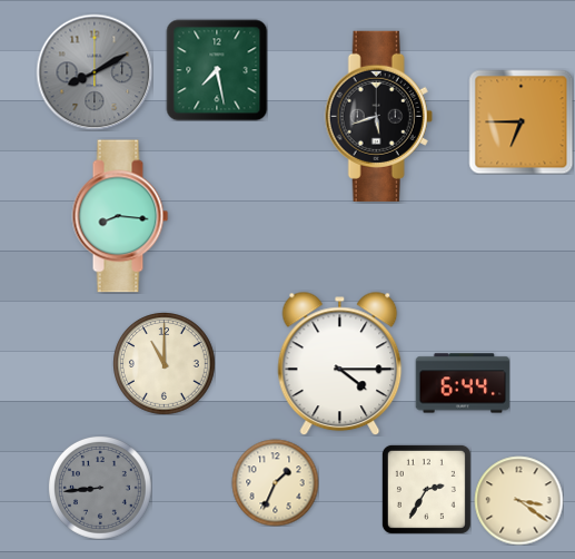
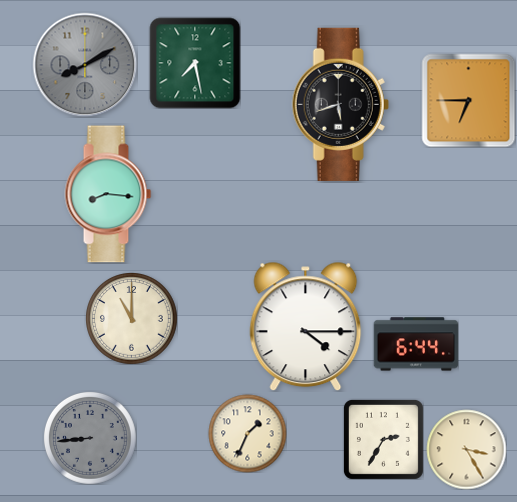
clock at (521, 121) position: (521, 121) -> (468, 100)
clock at (165, 364) position: (165, 364) -> (132, 319)
clock at (518, 500): 3:21 -> 3:25
